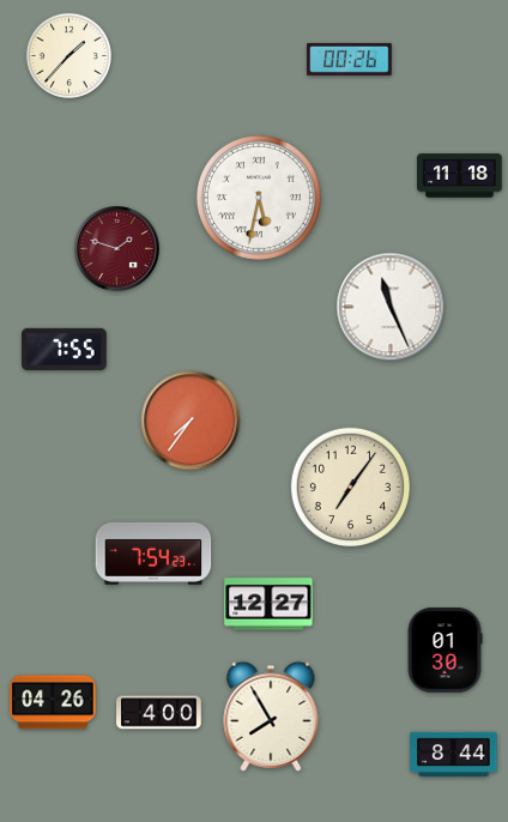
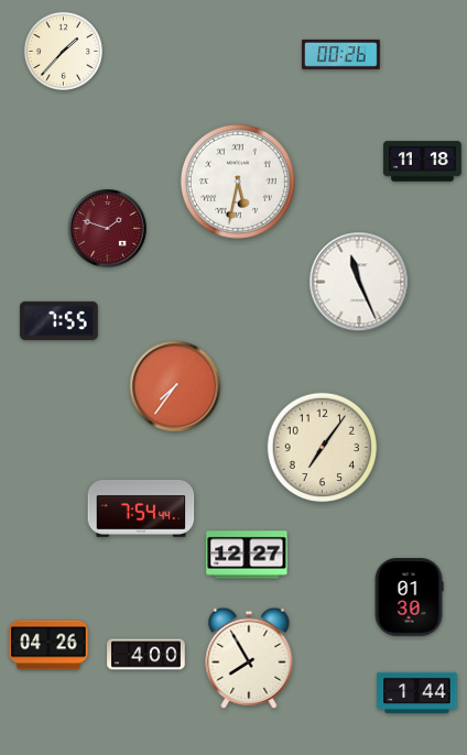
clock at (350, 59) position: (350, 59) -> (341, 54)
clock at (153, 554): 7:54:23 -> 7:54:44
clock at (454, 754): 8:44 -> 1:44
